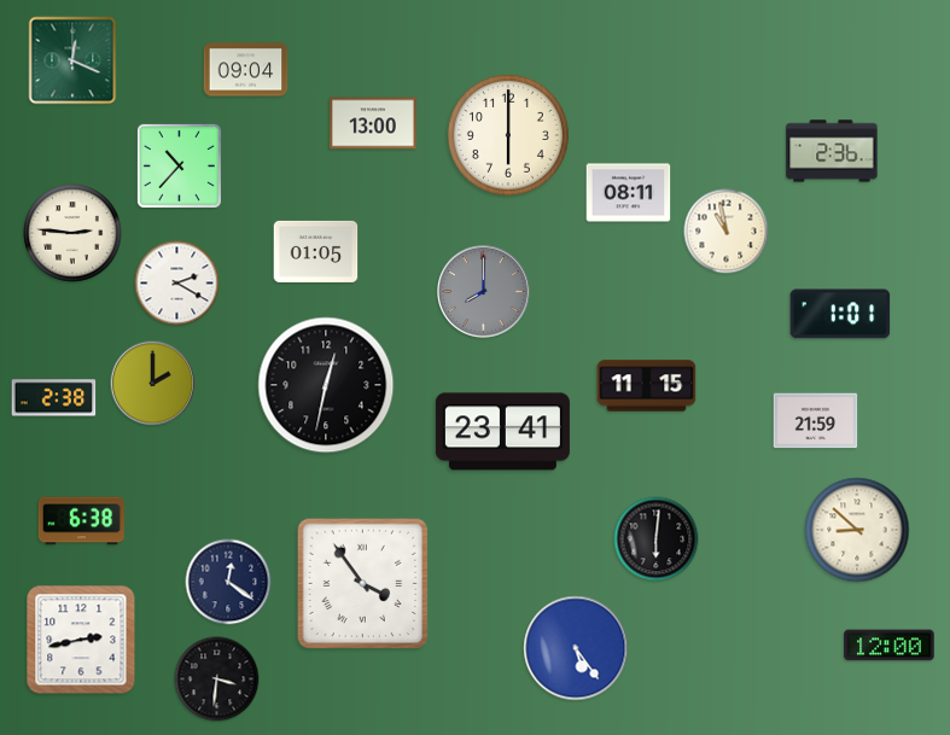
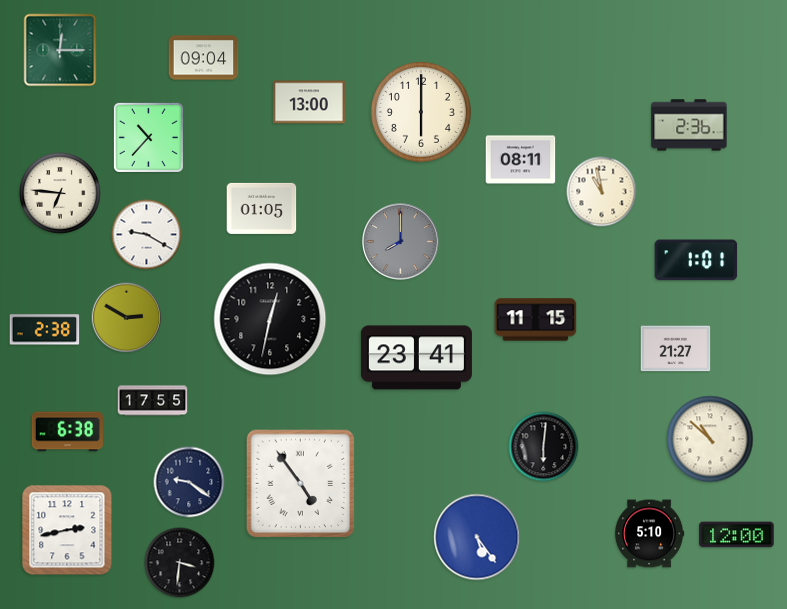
clock at (72, 60): 12:19 -> 12:15
clock at (72, 233): 2:46 -> 6:46
clock at (177, 284): 2:20 -> 9:20
clock at (153, 384): 2:00 -> 2:50
clock at (816, 421): 21:59 -> 21:27
clock at (153, 401): none -> 17:55
clock at (857, 530): 8:52 -> 10:52
clock at (228, 582): 12:21 -> 9:21
clock at (363, 584): 3:54 -> 4:54
clock at (649, 534): none -> 5:10
